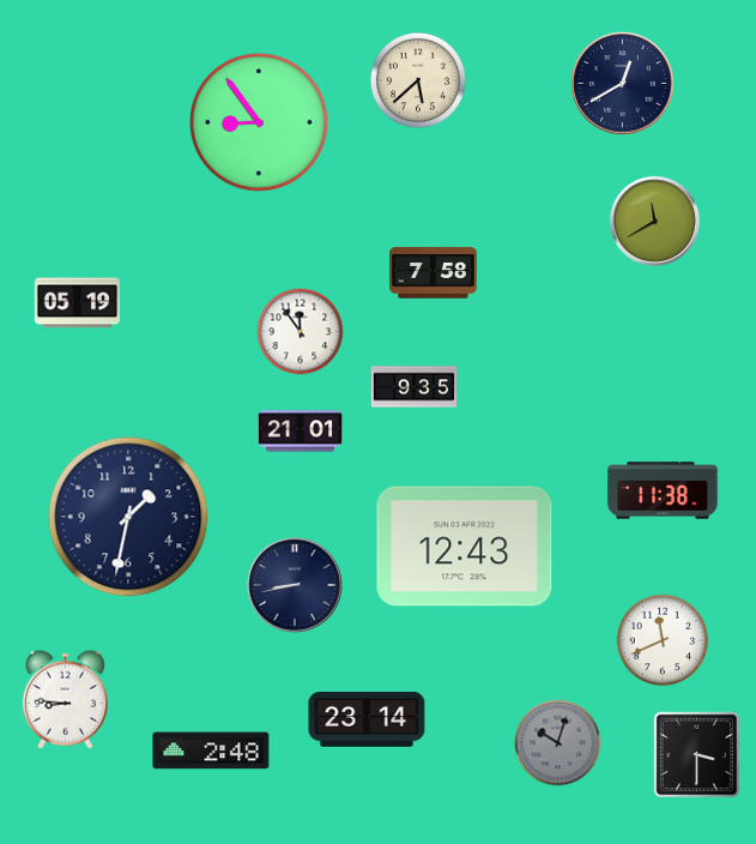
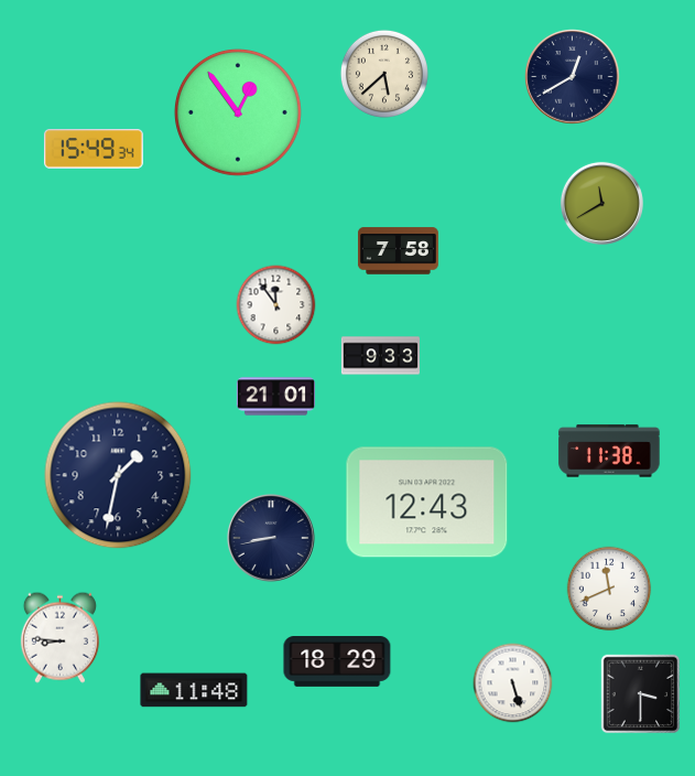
clock at (259, 122): 8:54 -> 12:54
clock at (94, 149): none -> 15:49
clock at (77, 303): 05:19 -> none
clock at (413, 387): 9:35 -> 9:33
clock at (65, 699) position: (65, 699) -> (59, 637)
clock at (367, 721): 23:14 -> 18:29
clock at (558, 743): 10:03 -> 5:27
clock at (558, 743) dial: grey -> white
clock at (211, 750): 2:48 -> 11:48
